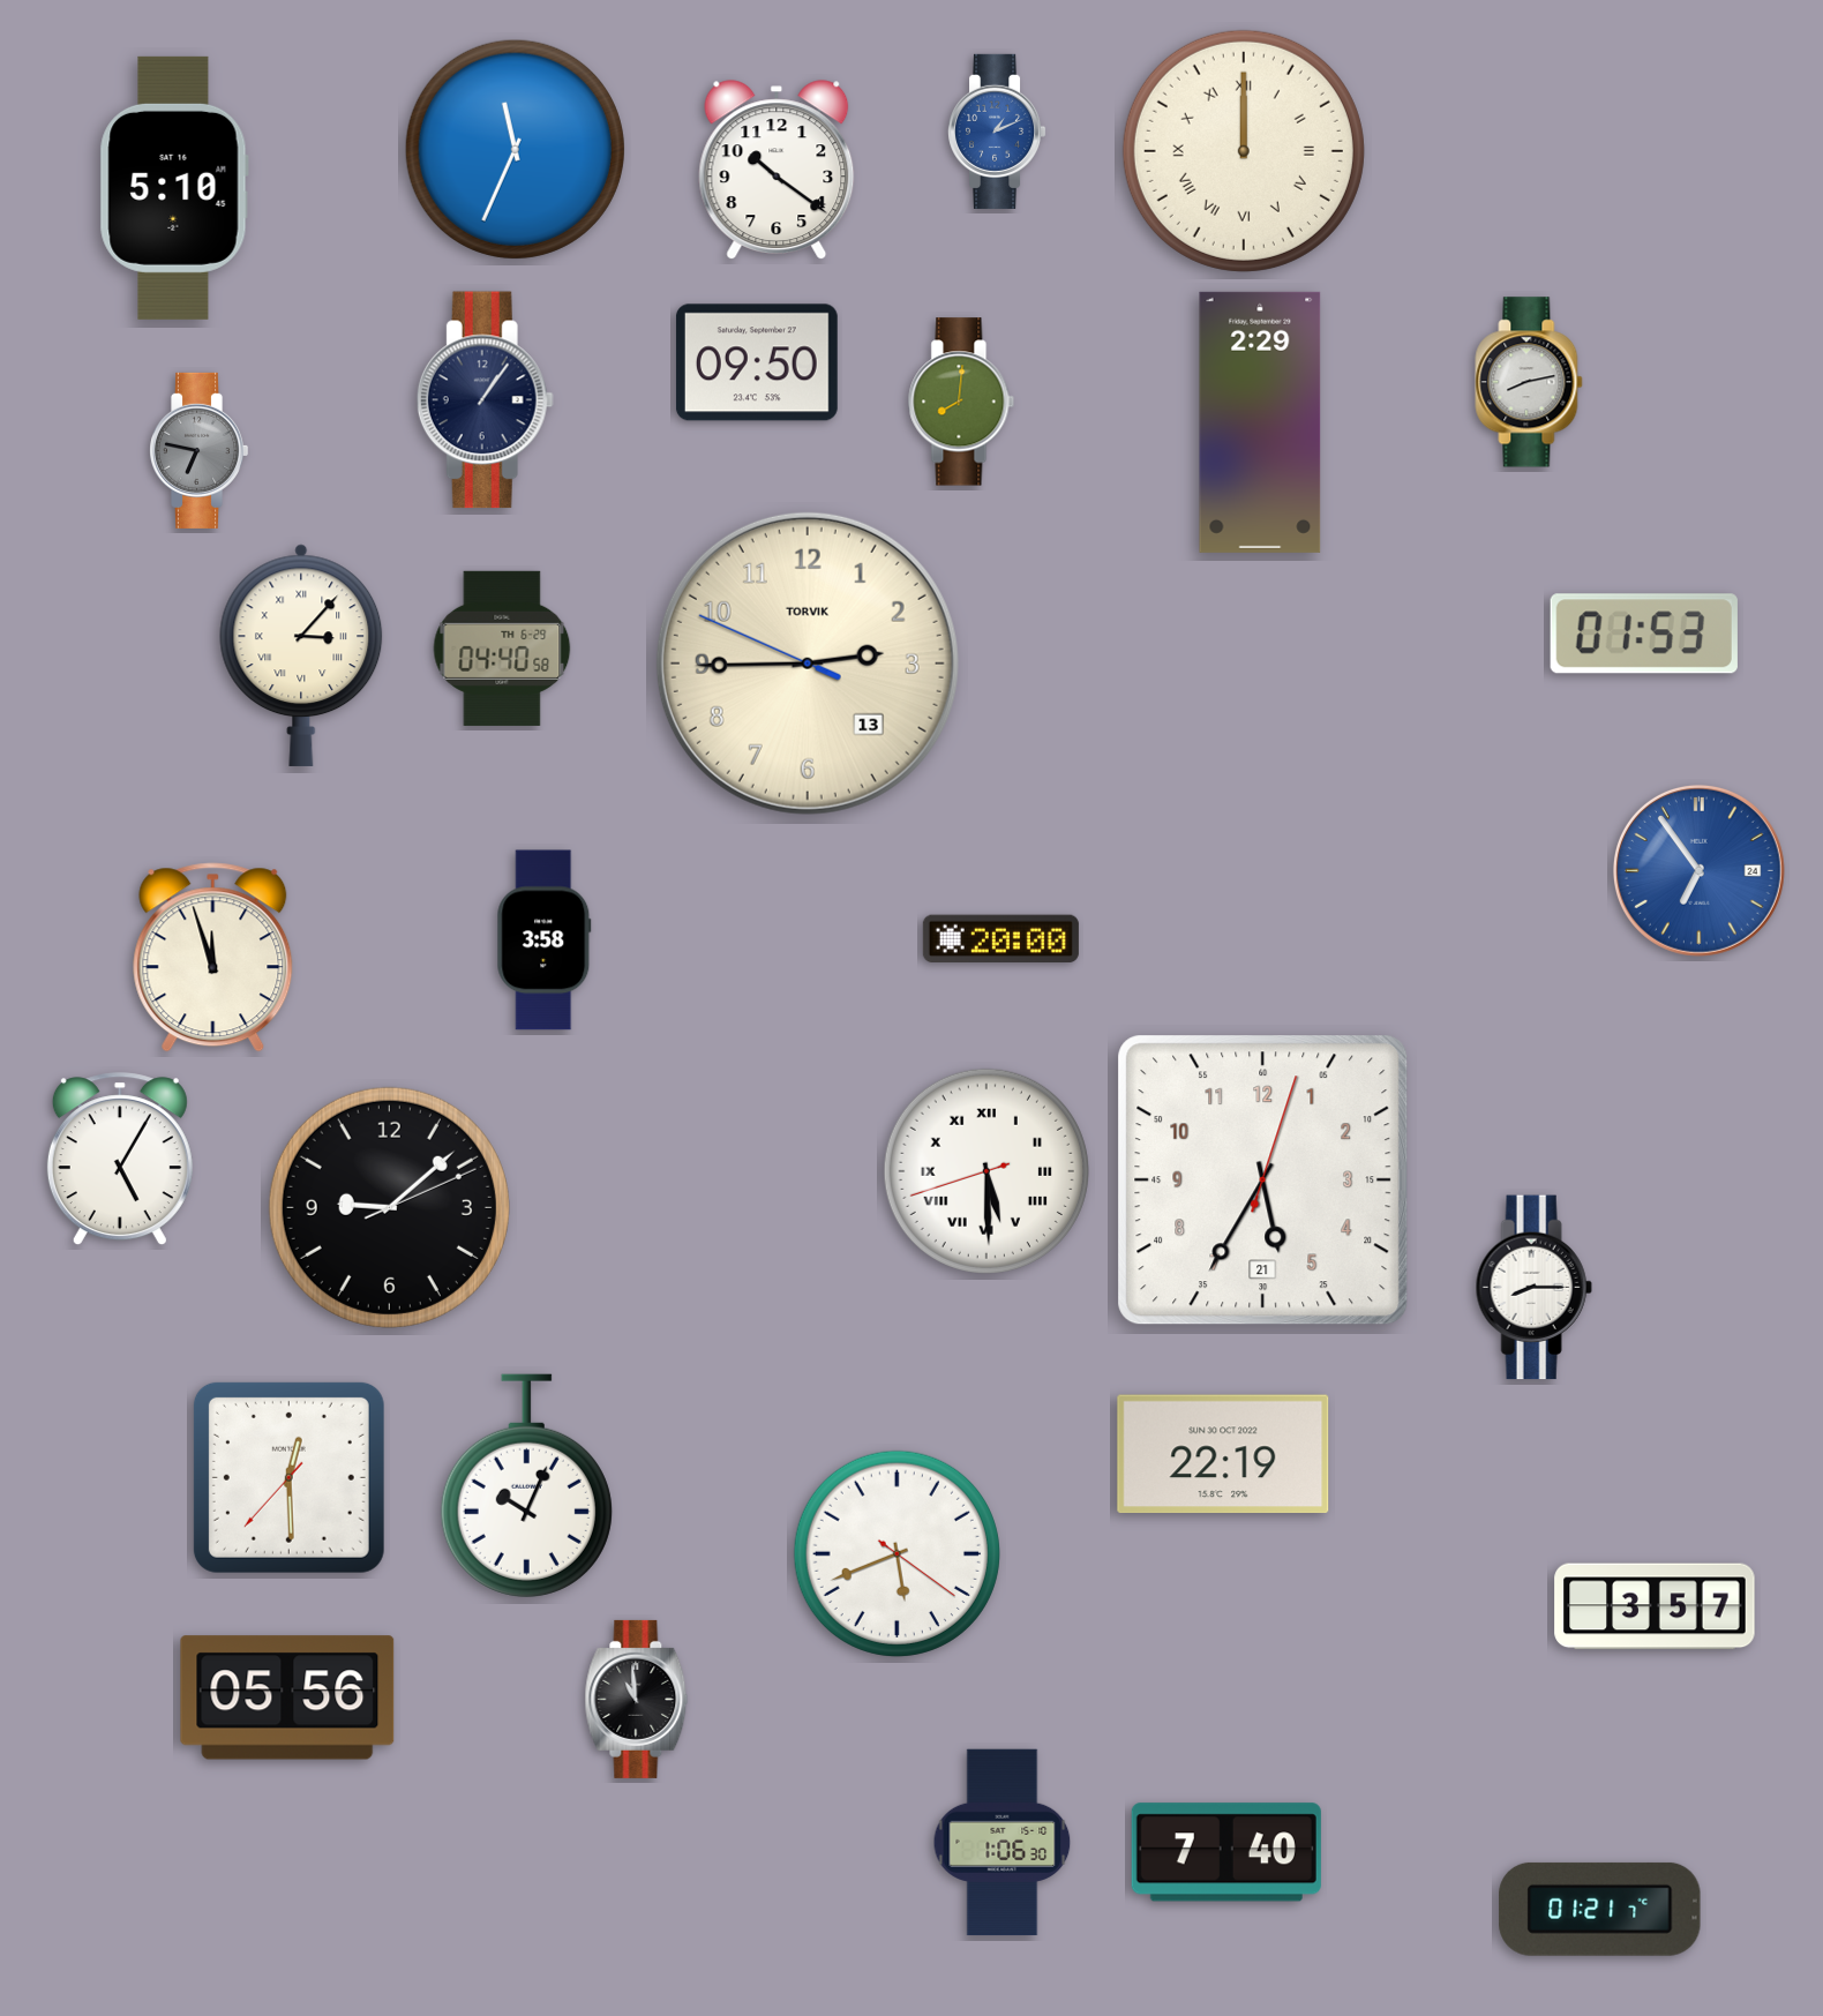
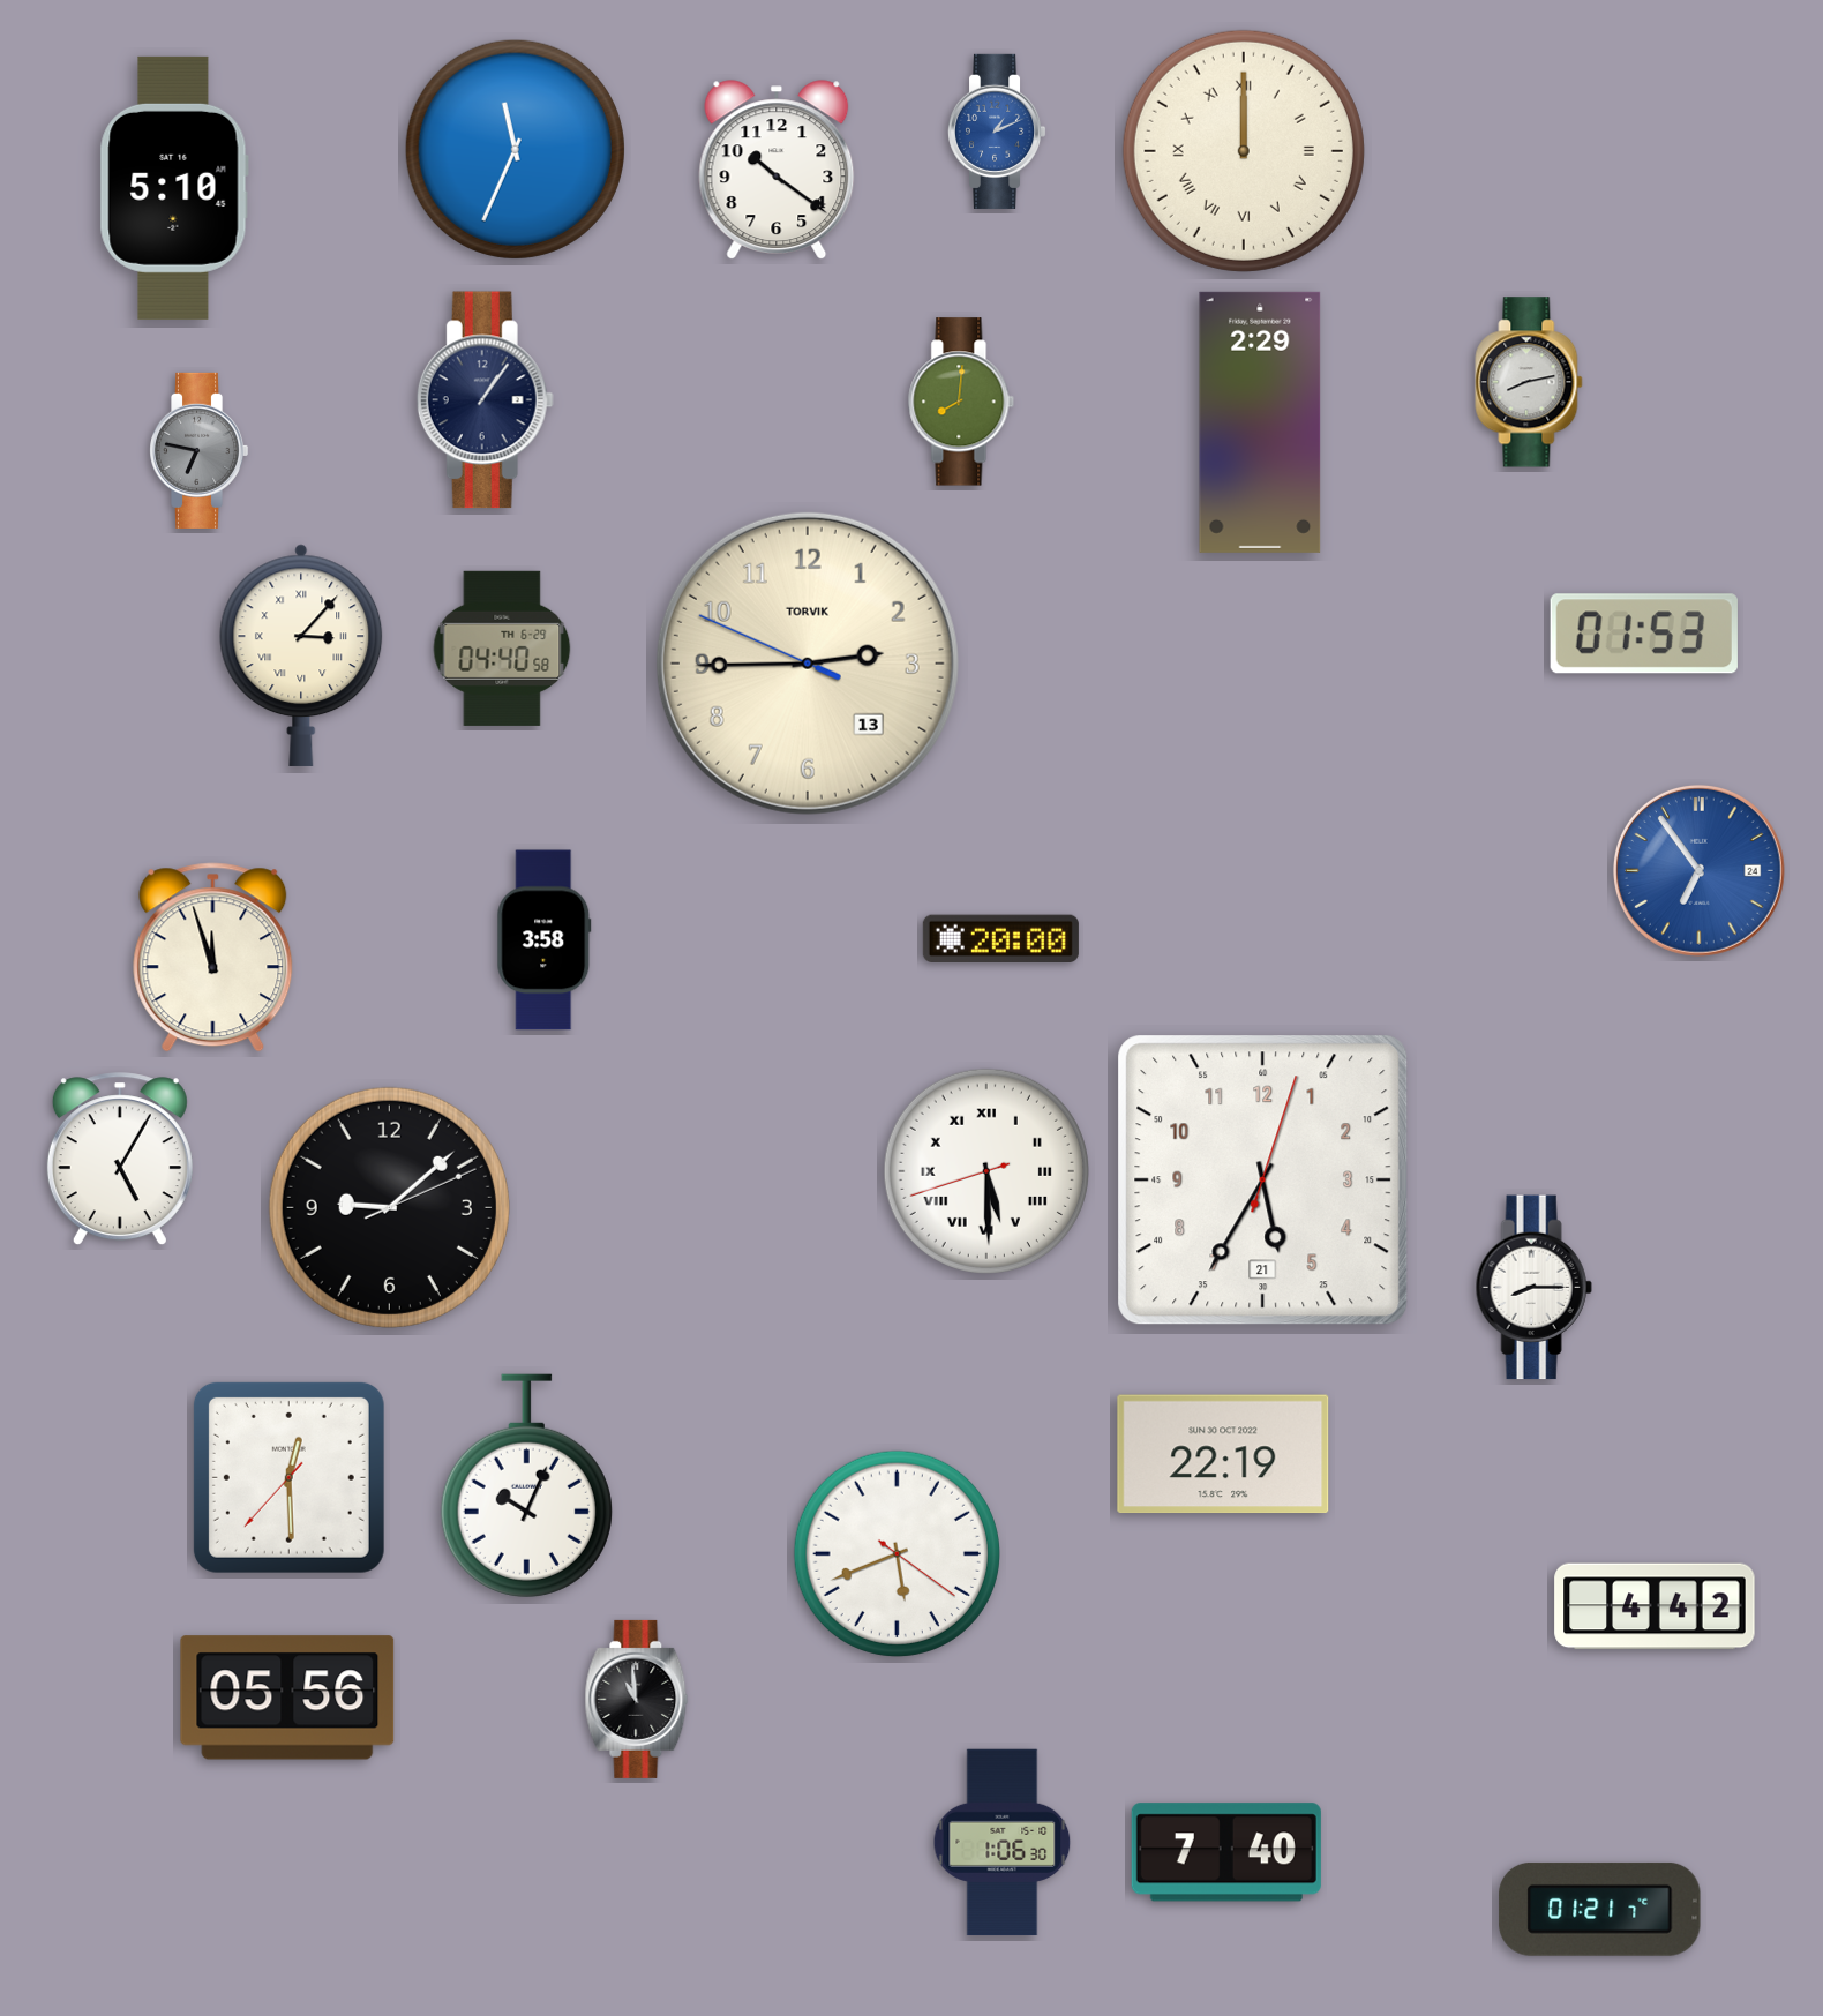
clock at (757, 362): 09:50 -> none
clock at (1655, 1606): 3:57 -> 4:42
